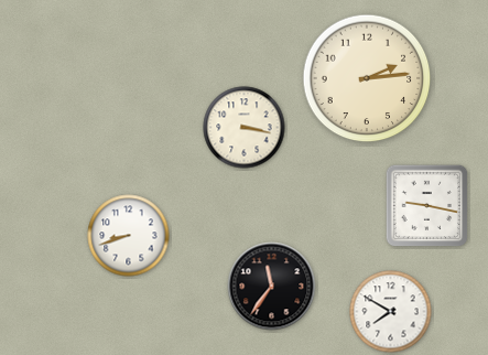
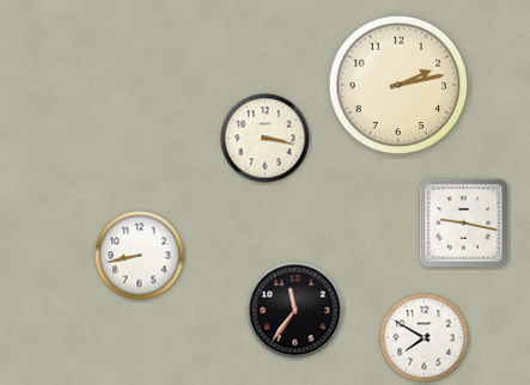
clock at (367, 78): 2:14 -> 2:13
clock at (129, 236): 8:42 -> 8:43
